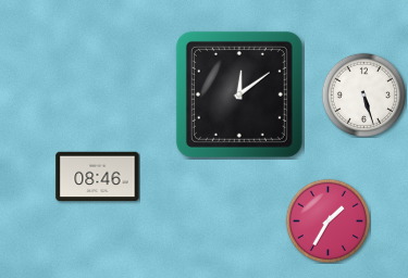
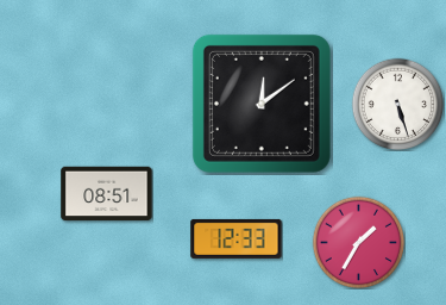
clock at (98, 177): 08:46 -> 08:51
clock at (237, 238): none -> 12:33
